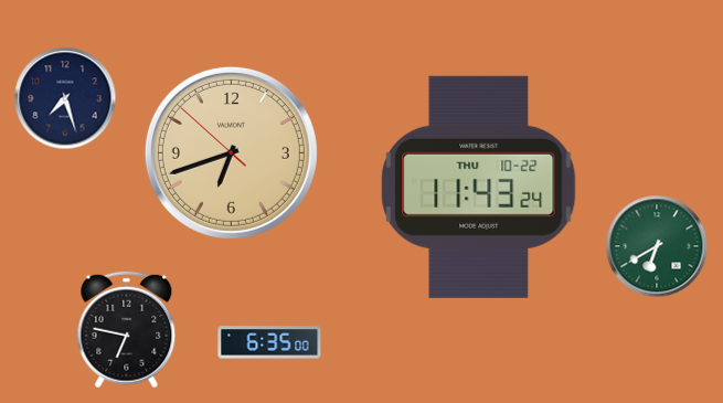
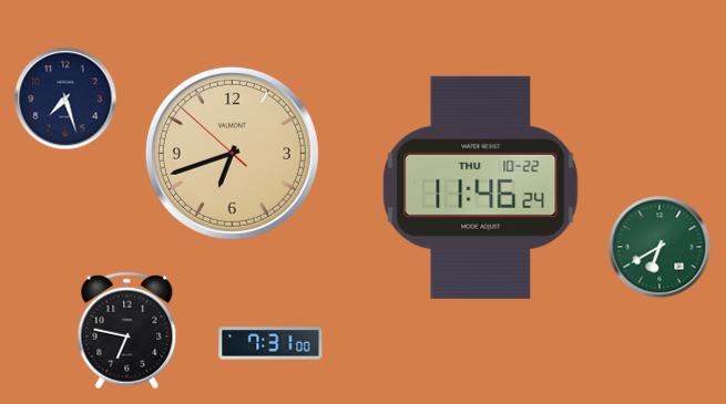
clock at (479, 187): 11:43 -> 11:46
clock at (269, 342): 6:35 -> 7:31
